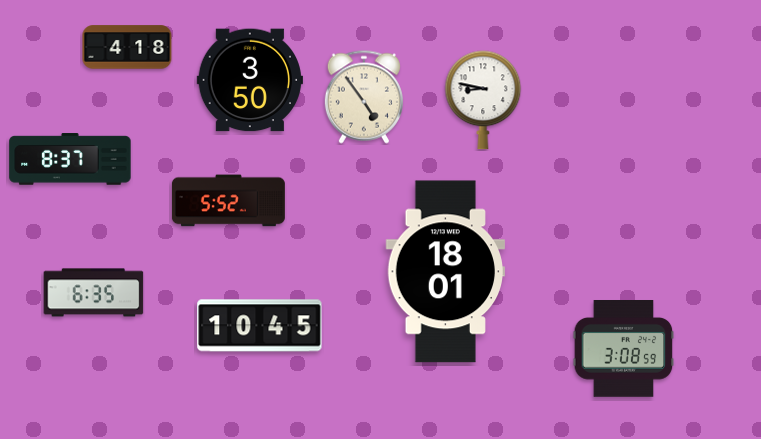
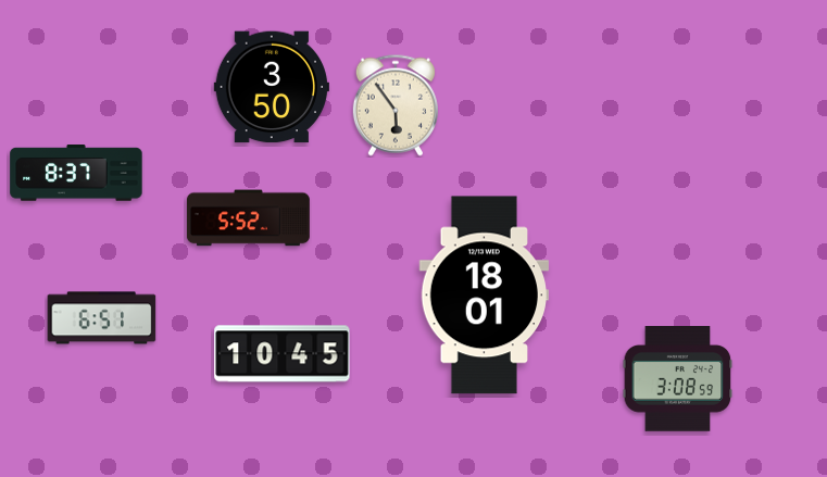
clock at (127, 47): 4:18 -> none
clock at (364, 97): 4:54 -> 5:54
clock at (483, 100): 8:47 -> none
clock at (94, 293): 6:35 -> 6:51
